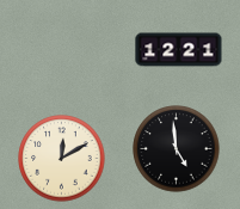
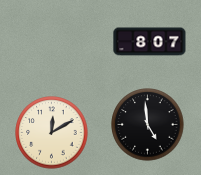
clock at (179, 50): 12:21 -> 8:07
